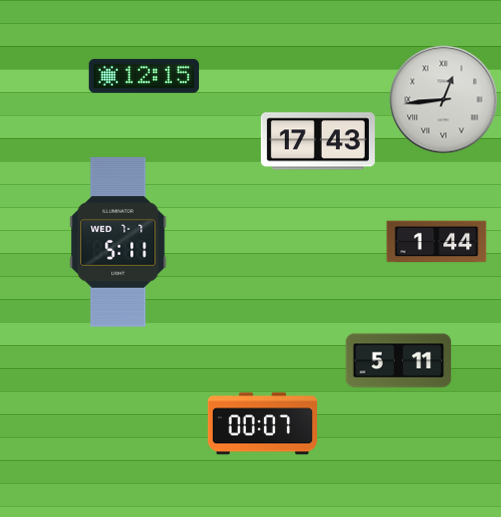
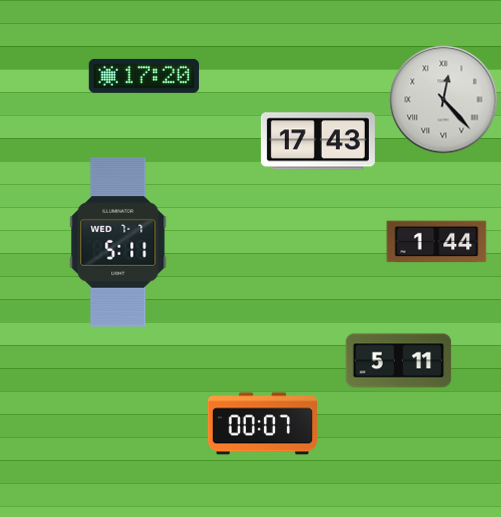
clock at (144, 76): 12:15 -> 17:20
clock at (444, 100): 12:44 -> 12:23
